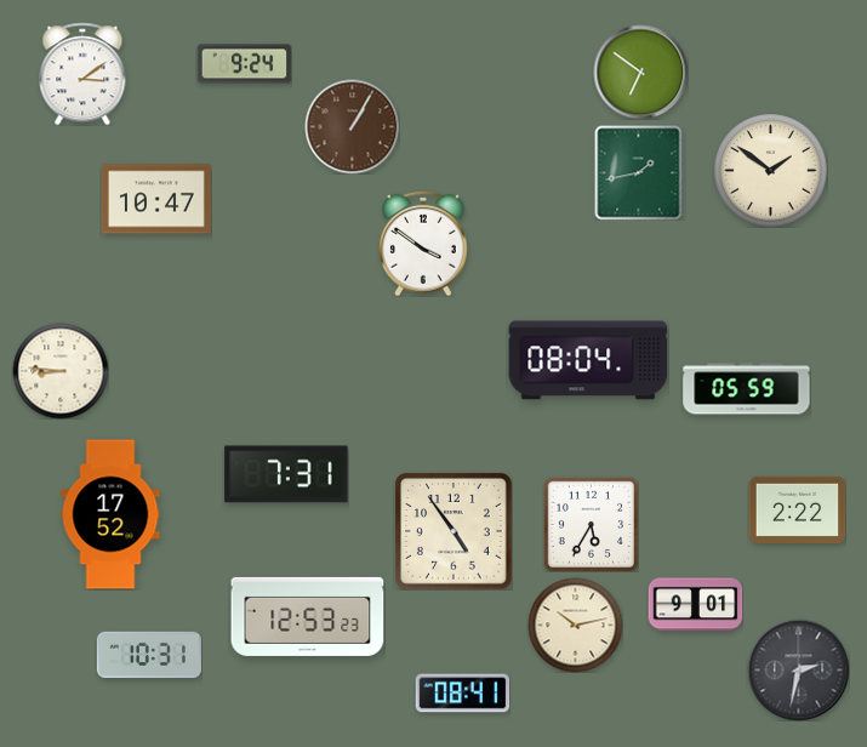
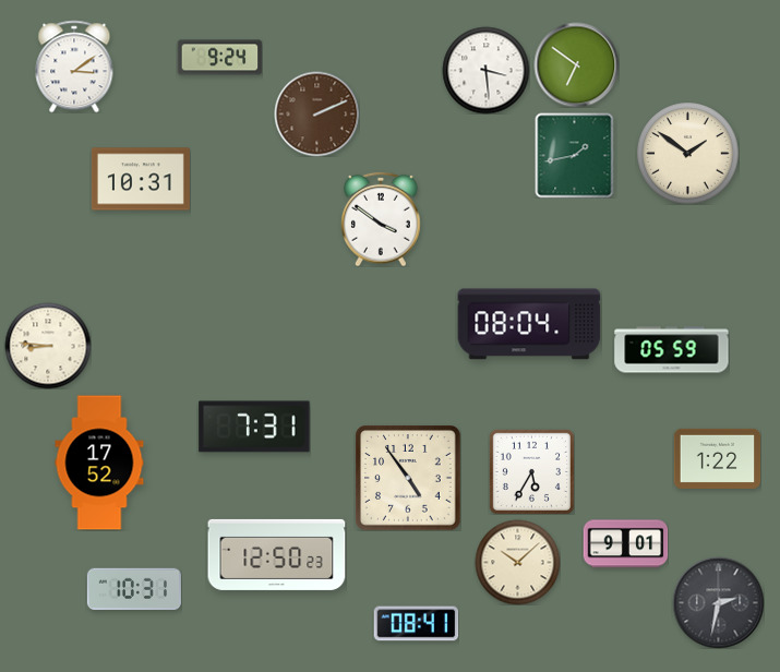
clock at (485, 70): none -> 3:29
clock at (352, 126): 1:05 -> 2:11
clock at (770, 170) position: (770, 170) -> (687, 153)
clock at (156, 199): 10:47 -> 10:31
clock at (61, 371) position: (61, 371) -> (48, 346)
clock at (286, 474) position: (286, 474) -> (254, 427)
clock at (797, 509): 2:22 -> 1:22
clock at (308, 616): 12:53 -> 12:50
clock at (575, 625): 10:13 -> 10:08
